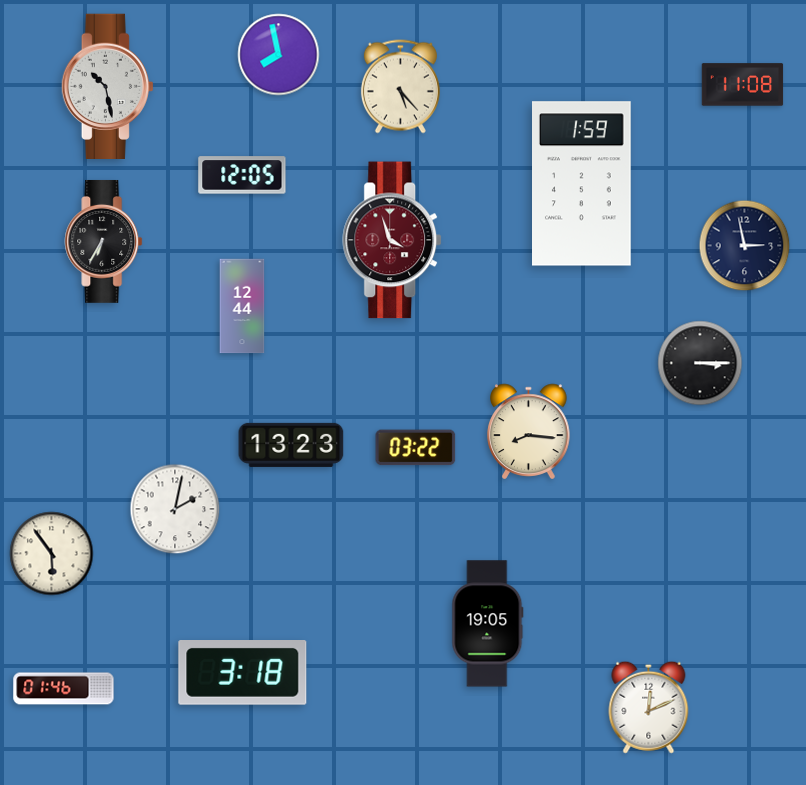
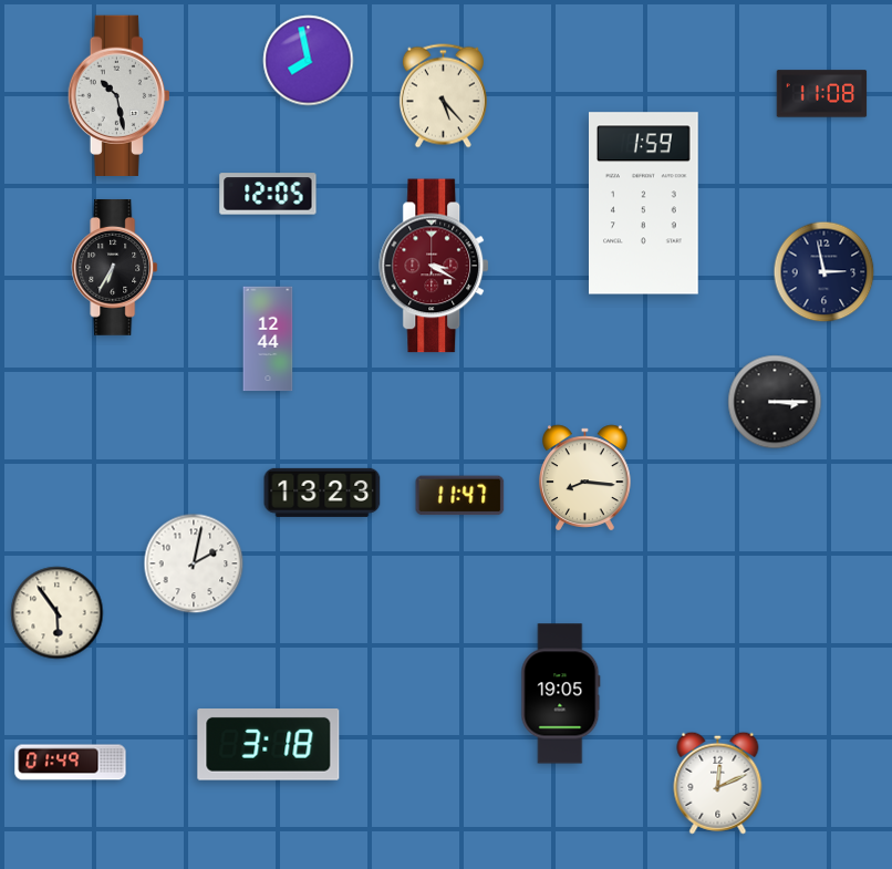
clock at (393, 240): 3:57 -> 3:20
clock at (416, 448): 03:22 -> 11:47
clock at (488, 624) position: (488, 624) -> (561, 694)
clock at (64, 689): 01:46 -> 01:49
